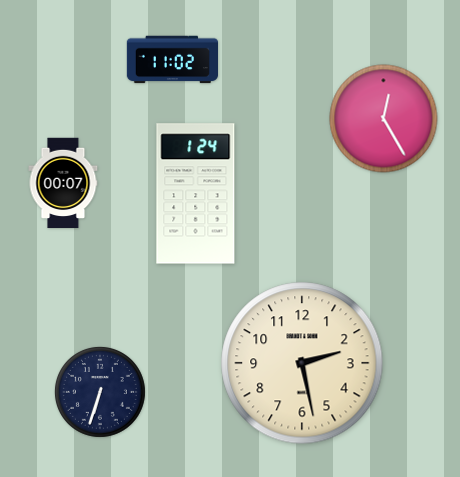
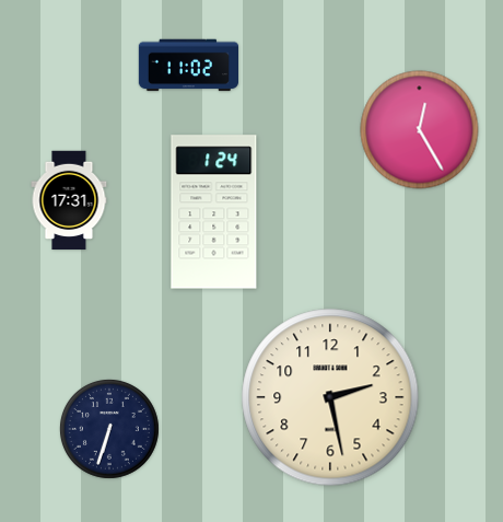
clock at (63, 183): 00:07 -> 17:31
